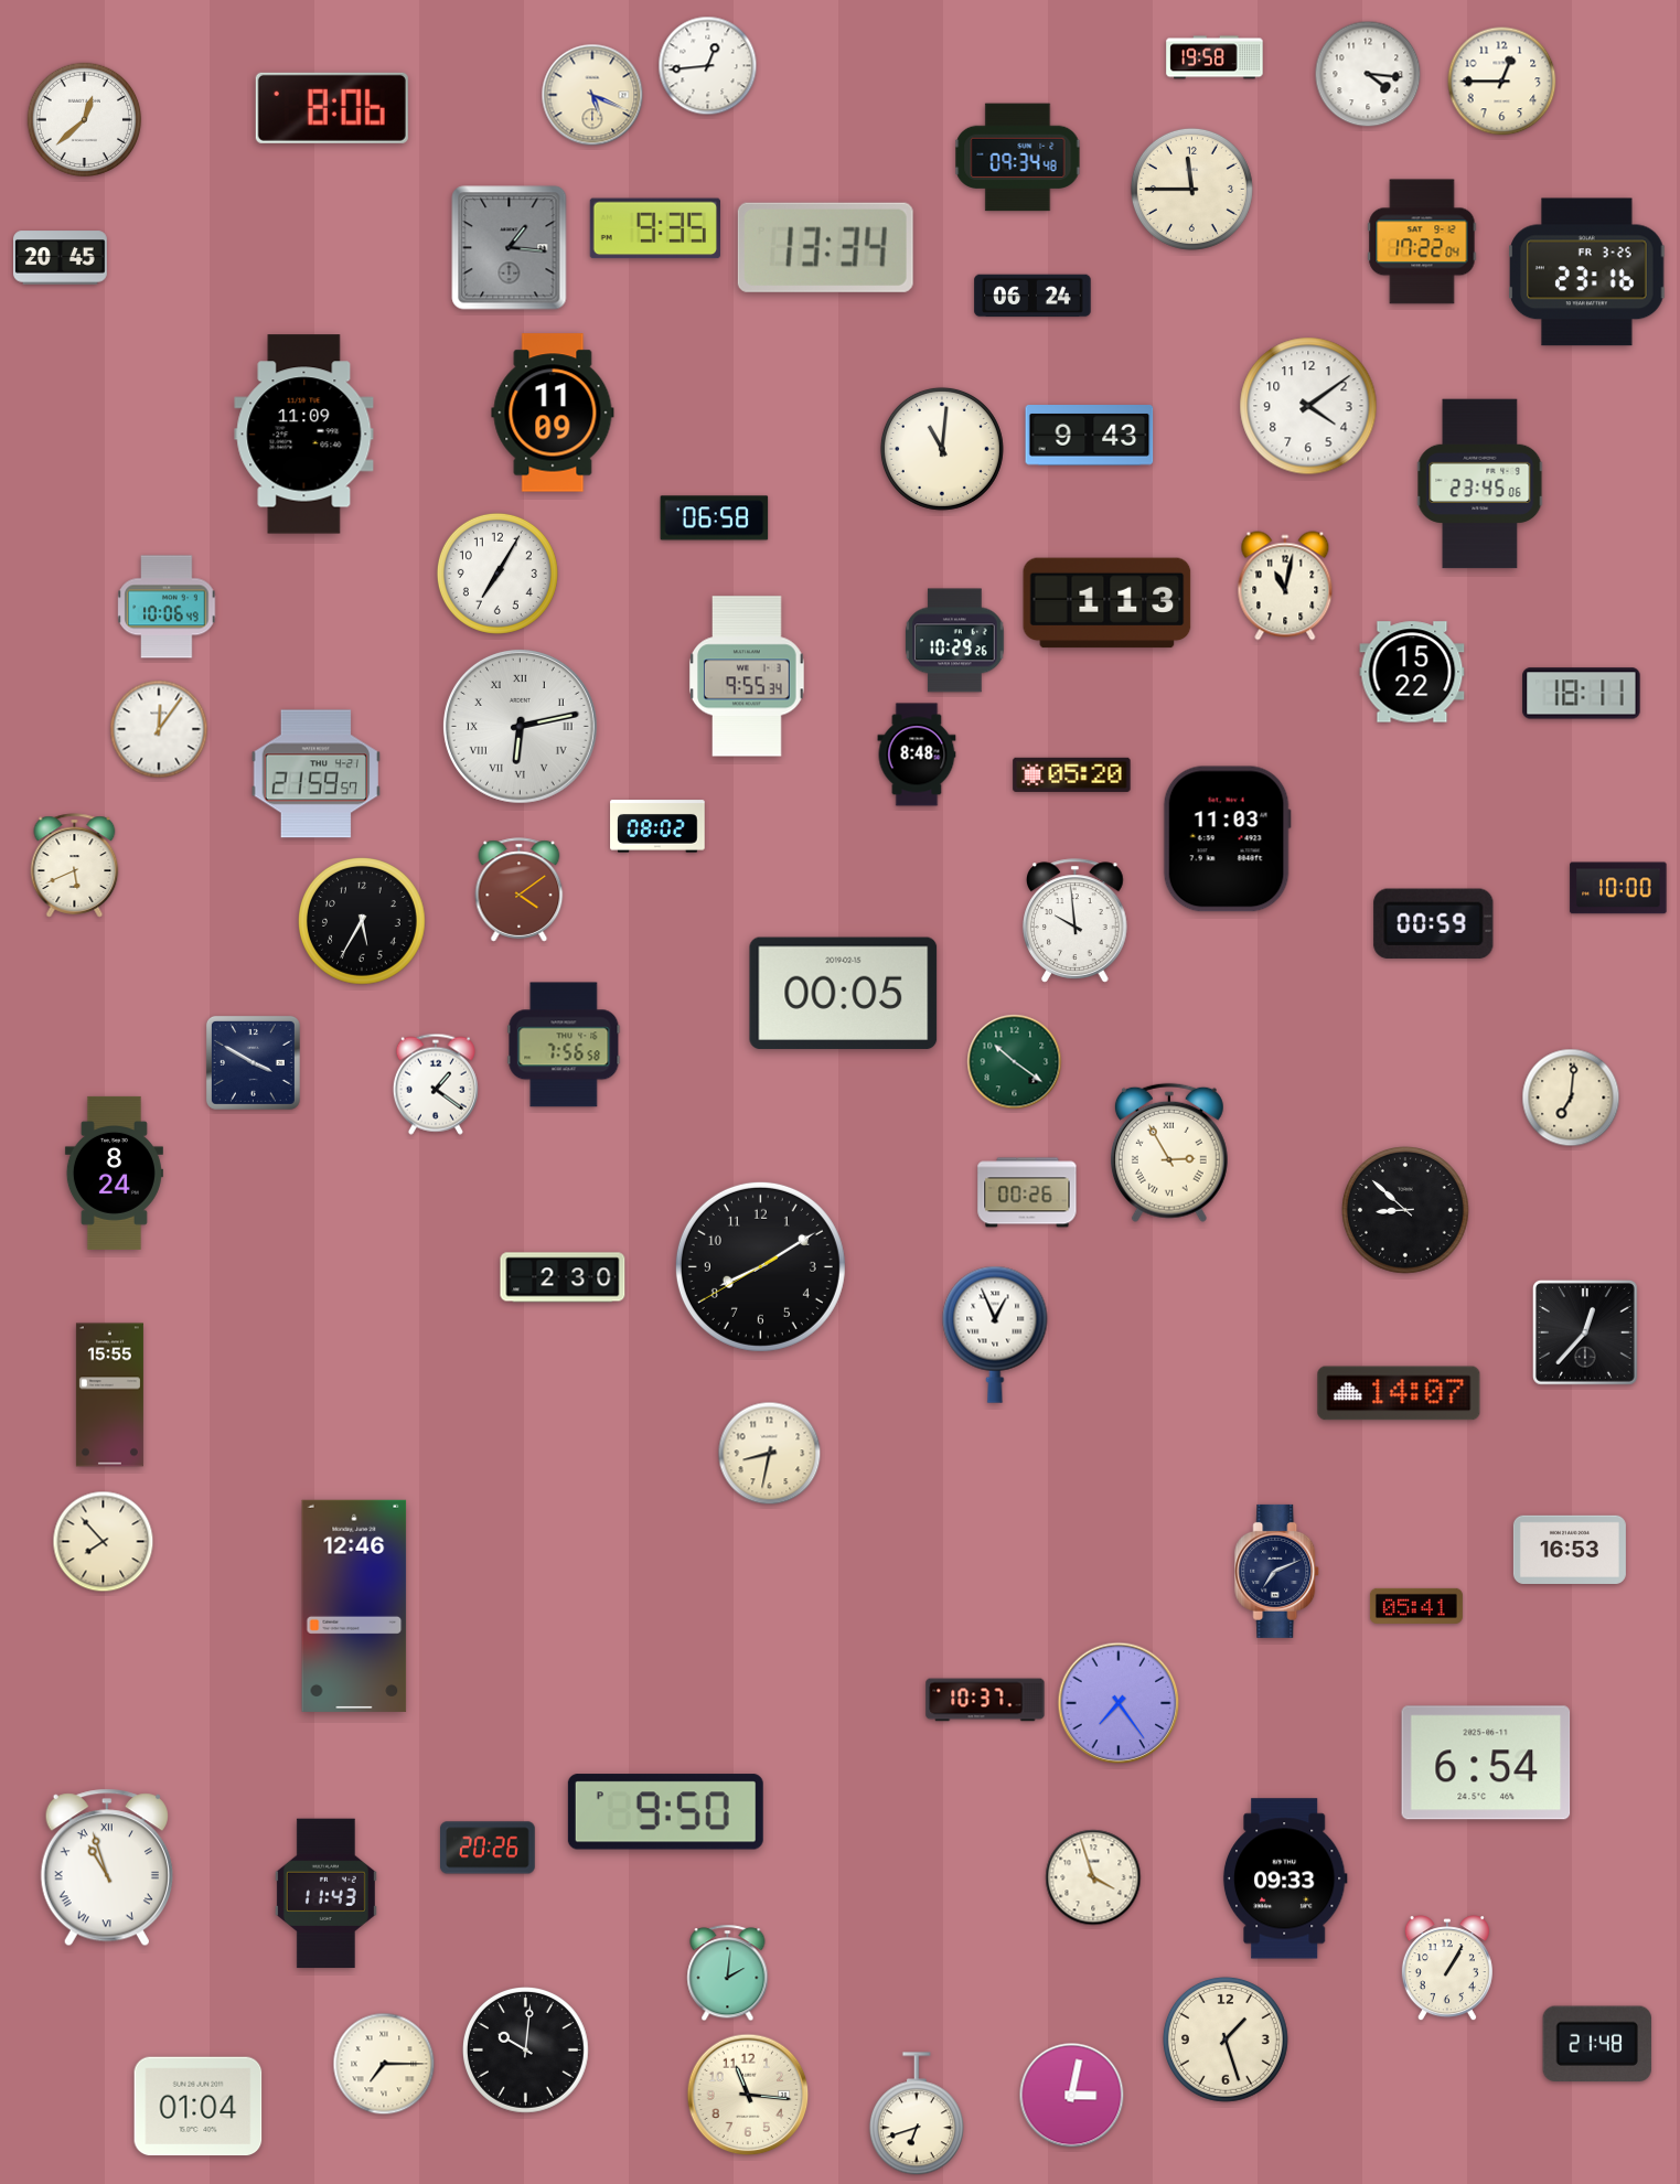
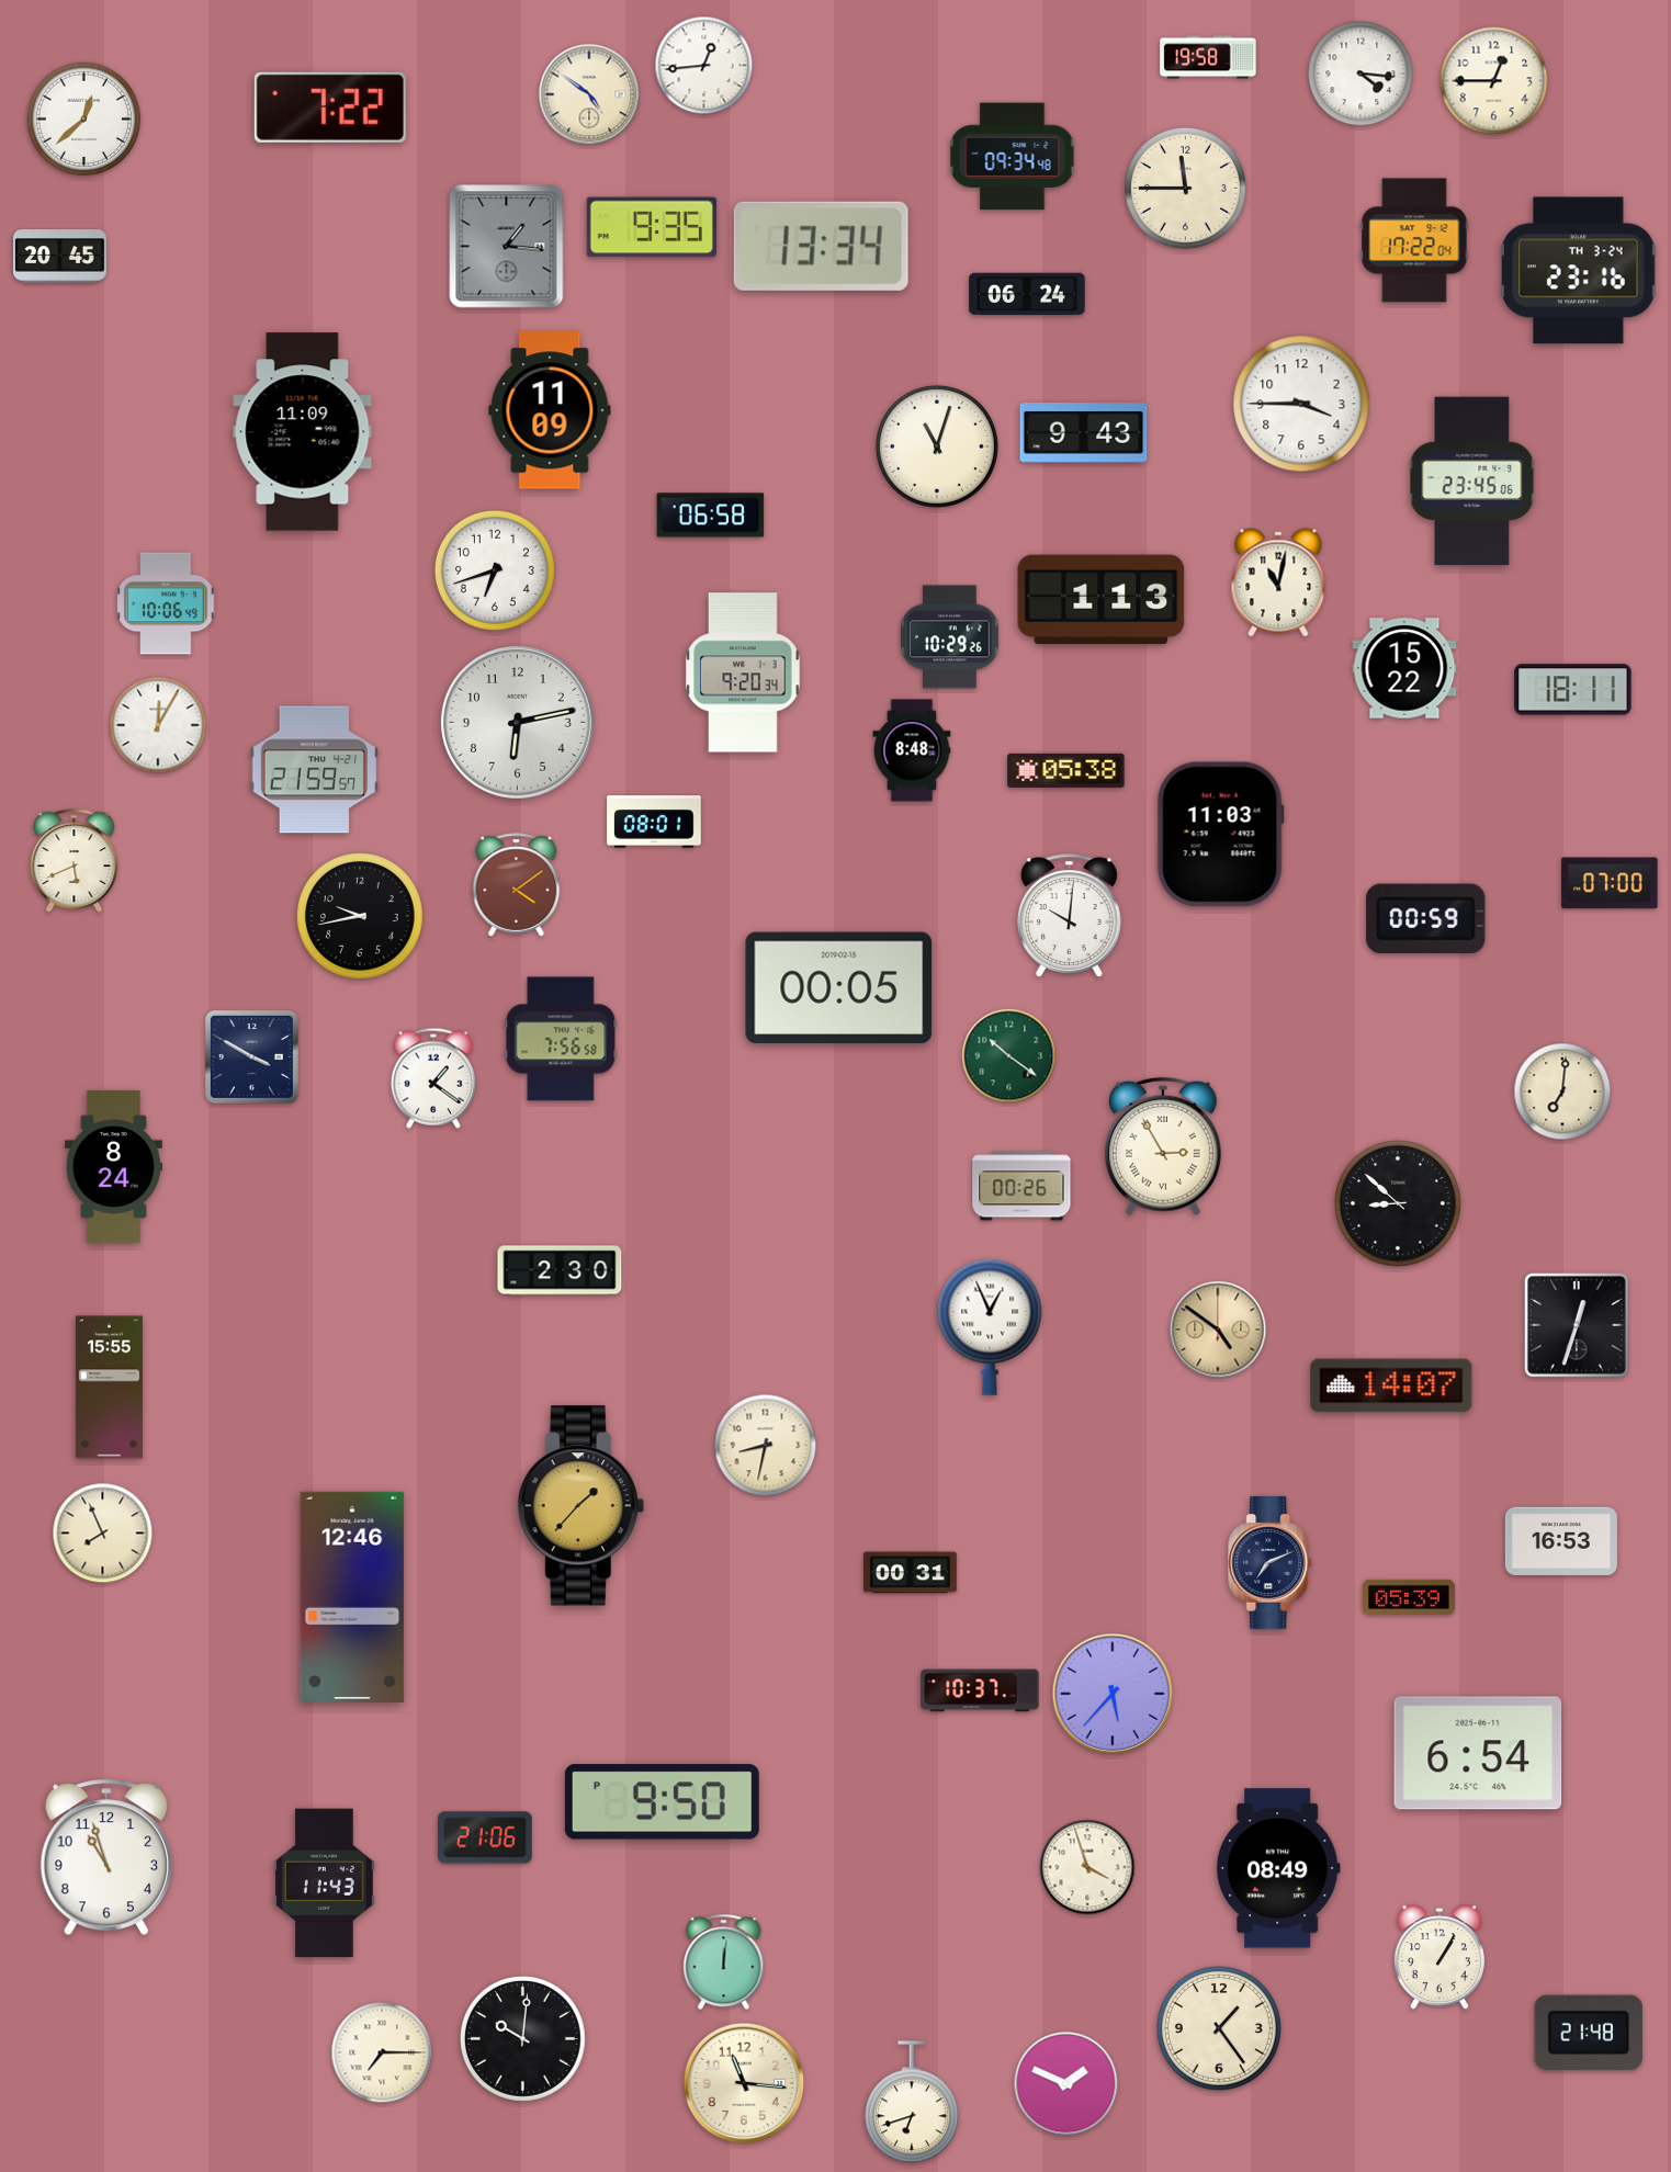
clock at (592, 95): 5:19 -> 4:51
clock at (332, 108): 8:06 -> 7:22
clock at (1587, 272) date: FR 3-25 -> TH 3-24
clock at (1308, 406): 4:09 -> 3:45
clock at (942, 449): 11:01 -> 11:03
clock at (497, 574): 7:05 -> 6:42
clock at (747, 676): 9:55 -> 9:20
clock at (520, 726) numerals: Roman -> Arabic
clock at (159, 729): 12:06 -> 12:05
clock at (1072, 774): 05:20 -> 05:38
clock at (657, 826): 08:02 -> 08:01
clock at (1618, 888): 10:00 -> 07:00
clock at (1076, 921): 9:59 -> 10:01
clock at (363, 922): 5:35 -> 9:43
clock at (760, 1266): 8:09 -> none
clock at (1585, 1332): 12:37 -> 12:33
clock at (1218, 1330): none -> 4:51
clock at (580, 1506): none -> 1:37
clock at (104, 1542): 7:53 -> 7:56
clock at (911, 1573): none -> 00:31
clock at (1416, 1606): 05:41 -> 05:39
clock at (1119, 1703): 7:24 -> 5:37
clock at (488, 1848): 20:26 -> 21:06
clock at (107, 1867) numerals: Roman -> Arabic
clock at (1285, 1878): 09:33 -> 08:49
clock at (728, 1973): 2:01 -> 12:01
clock at (1226, 2040): 1:27 -> 1:24
clock at (1072, 2096): 3:02 -> 1:49
clock at (199, 2107): 01:04 -> none
